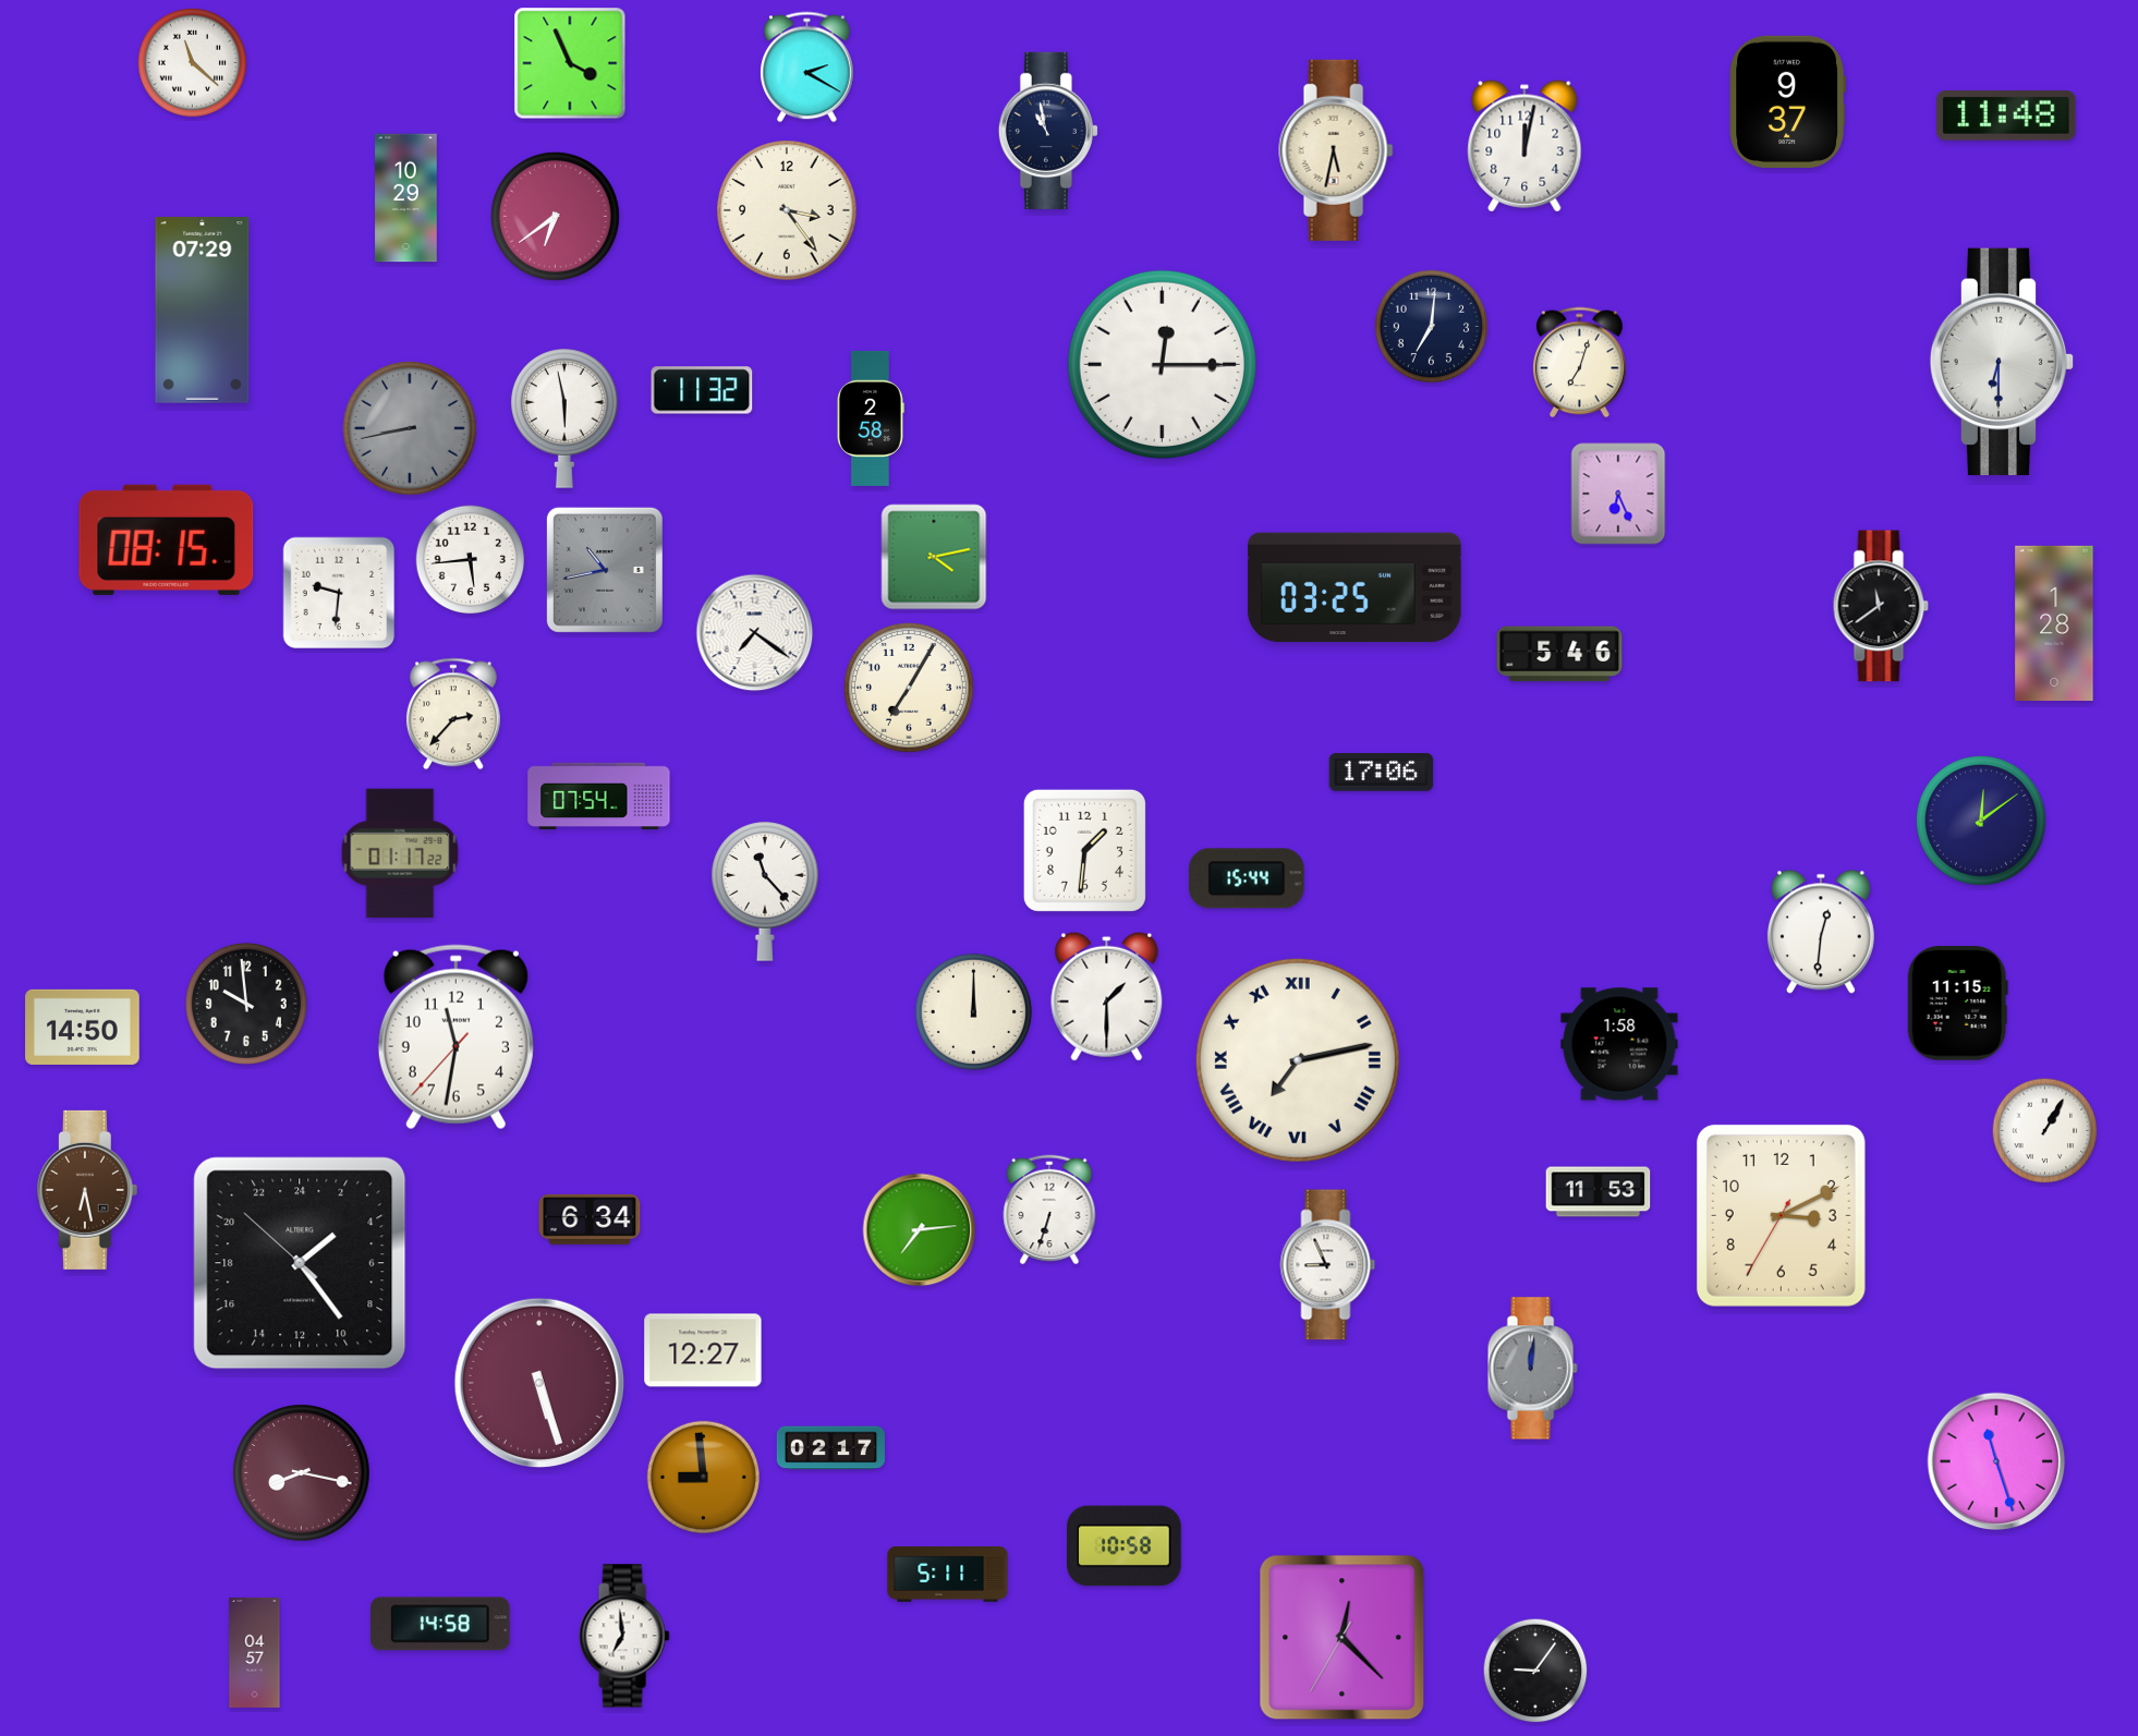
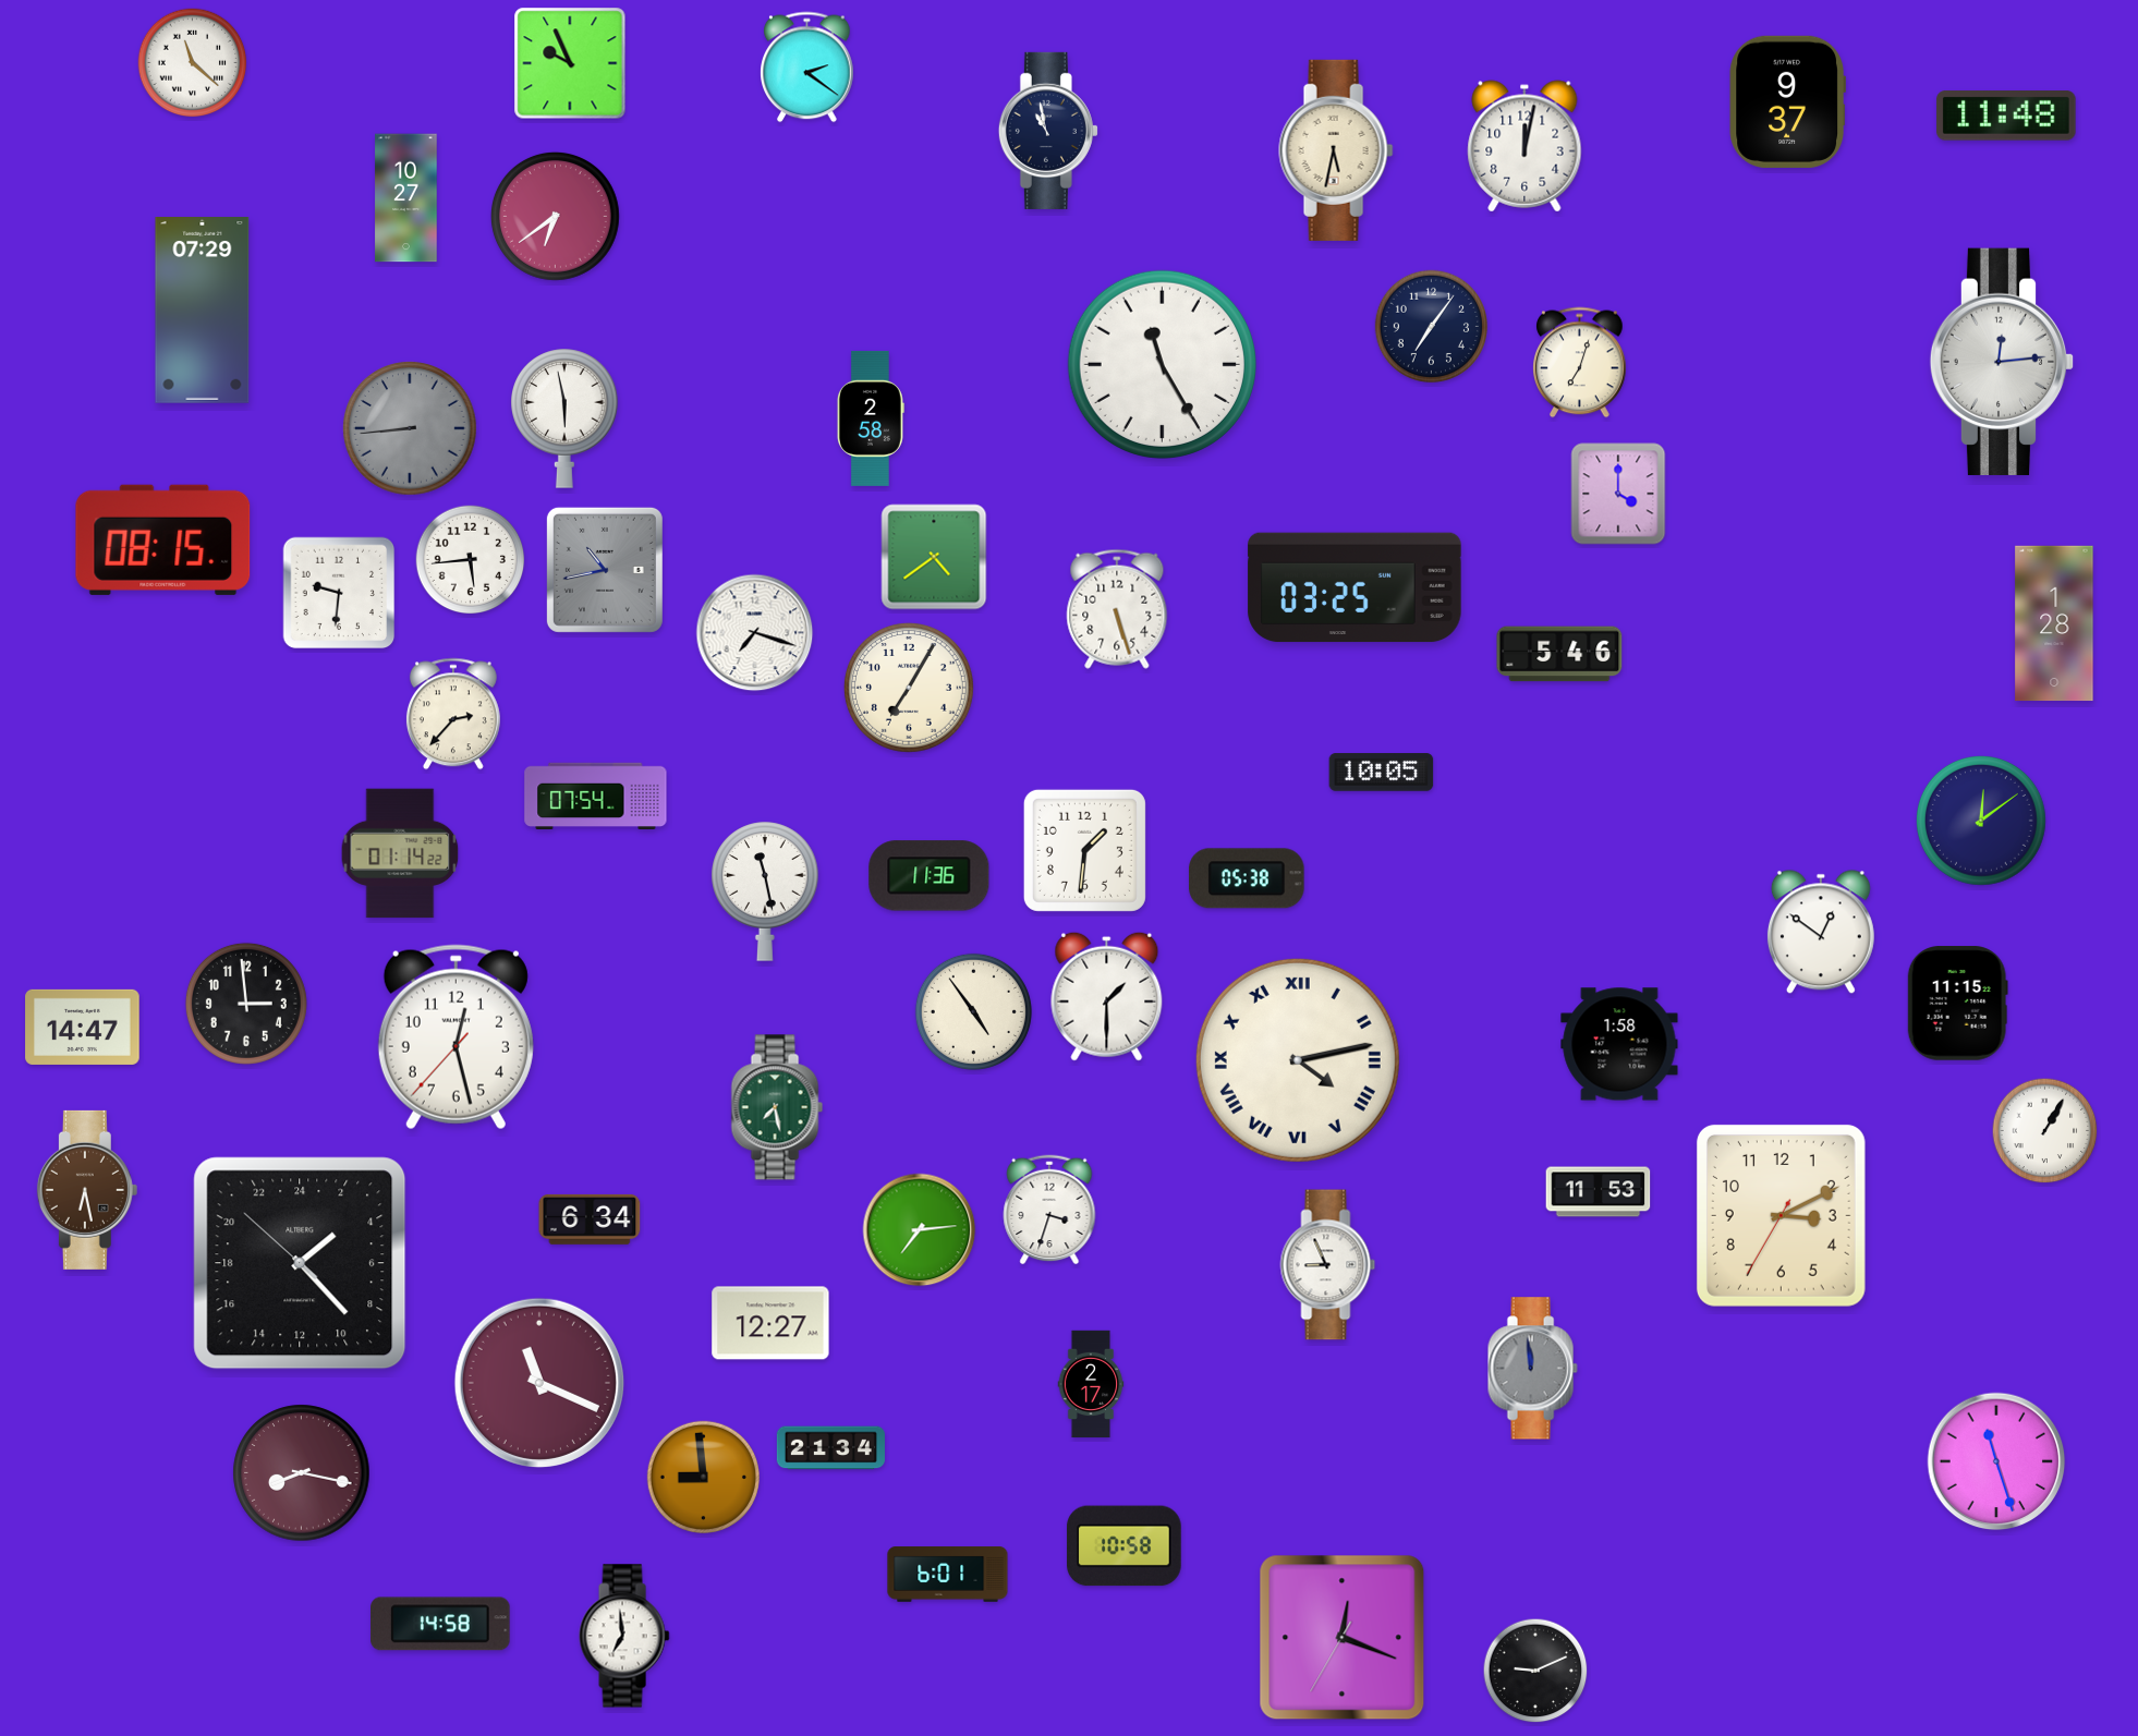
clock at (570, 63): 3:56 -> 9:56
clock at (807, 68): 2:20 -> 2:21
clock at (406, 198): 10:29 -> 10:27
clock at (787, 210): 3:24 -> none
clock at (1431, 326): 7:01 -> 7:06
clock at (2002, 362): 6:30 -> 12:14
clock at (1162, 364): 12:15 -> 11:25
clock at (702, 390): 11:32 -> none
clock at (410, 428): 8:43 -> 8:44
clock at (1618, 494): 6:26 -> 4:00
clock at (167, 539) position: (167, 539) -> (163, 539)
clock at (934, 557): 4:13 -> 4:39
clock at (1881, 606): 11:39 -> none
clock at (1117, 609): none -> 5:27
clock at (755, 633): 7:21 -> 7:18
clock at (1382, 773): 17:06 -> 10:05
clock at (599, 796) position: (599, 796) -> (596, 796)
clock at (400, 853): 01:17 -> 01:14
clock at (930, 876): none -> 11:36
clock at (1247, 878): 15:44 -> 05:38
clock at (765, 891): 11:23 -> 11:28
clock at (1821, 932): 12:31 -> 12:51
clock at (246, 1004): 9:59 -> 2:59
clock at (973, 1011): 12:00 -> 4:54
clock at (83, 1027): 14:50 -> 14:47
clock at (455, 1037): 11:31 -> 12:27
clock at (1298, 1060): 7:13 -> 4:13
clock at (777, 1107): none -> 7:28
clock at (1049, 1210): 6:33 -> 3:33
clock at (300, 1263): 3:23 -> 3:22
clock at (703, 1350) position: (703, 1350) -> (770, 1323)
clock at (1532, 1369): 12:01 -> 11:59
clock at (539, 1383): 5:27 -> 11:19
clock at (1091, 1384): none -> 2:17
clock at (830, 1448): 02:17 -> 21:34
clock at (948, 1575): 5:11 -> 6:01
clock at (1343, 1638): 12:22 -> 12:18
clock at (255, 1652): 04:57 -> none
clock at (1535, 1671): 9:06 -> 9:11
